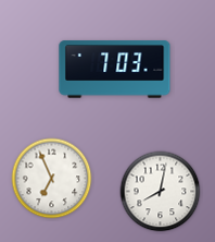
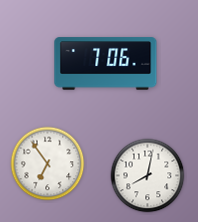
clock at (115, 70): 7:03 -> 7:06
clock at (52, 179): 6:56 -> 6:54
